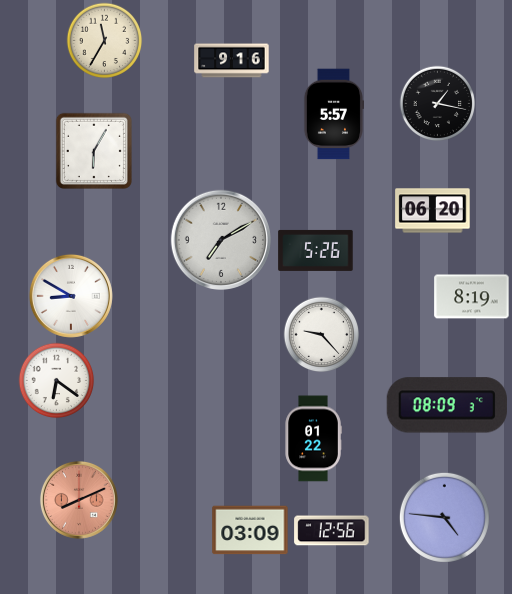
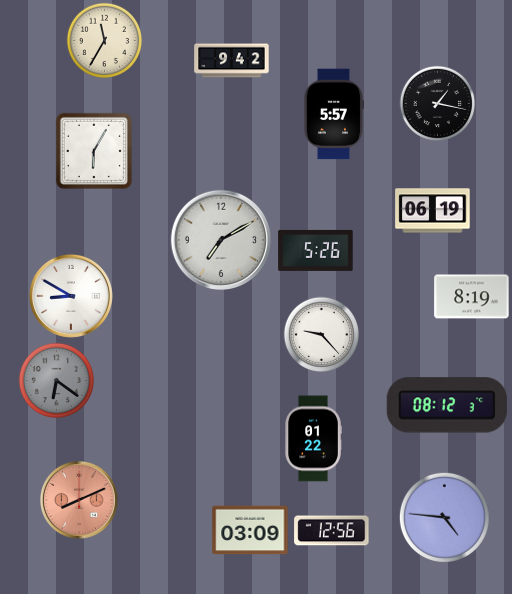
clock at (232, 61): 9:16 -> 9:42
clock at (433, 211): 06:20 -> 06:19
clock at (57, 381) dial: white -> grey
clock at (447, 405): 08:09 -> 08:12
